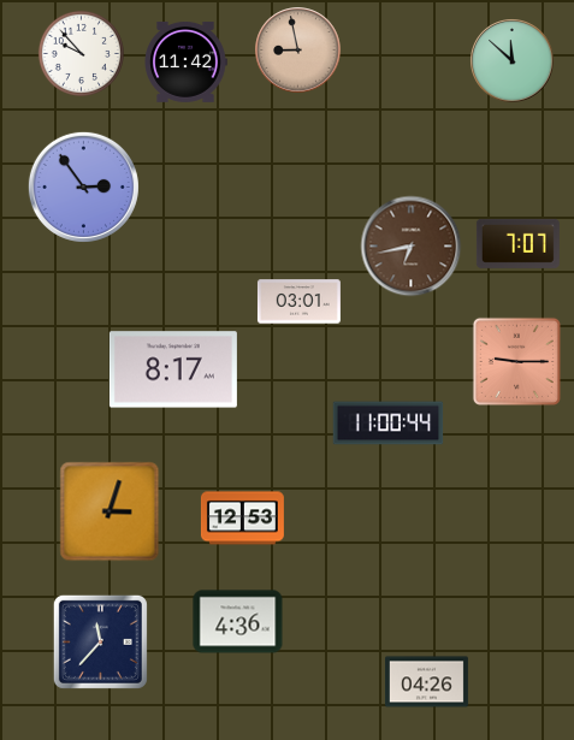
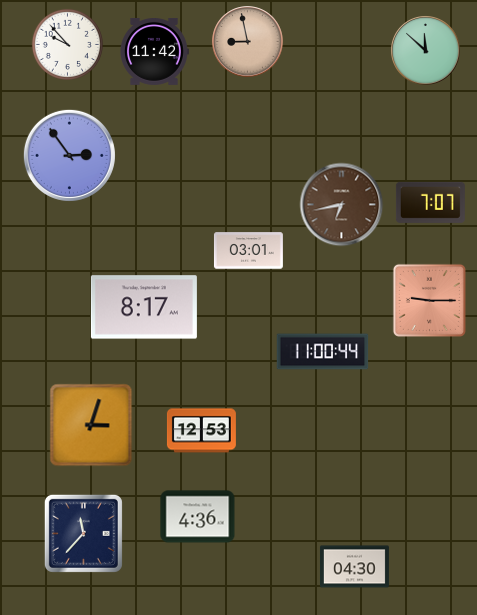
clock at (426, 682): 04:26 -> 04:30
